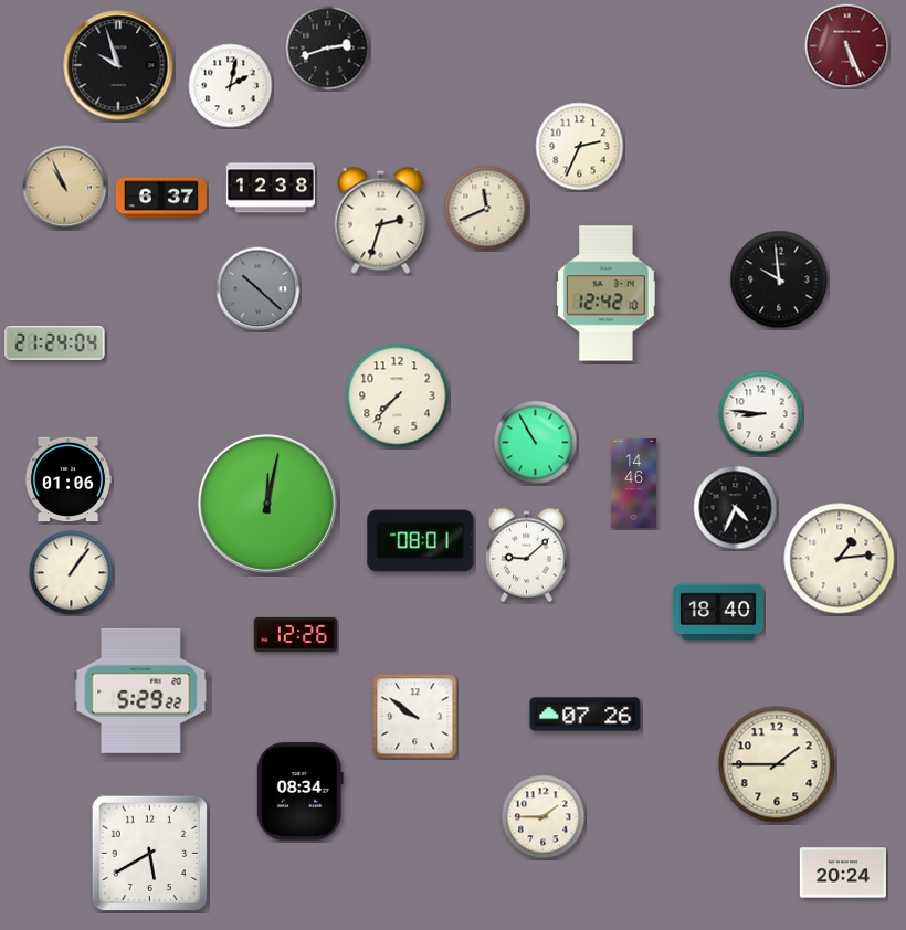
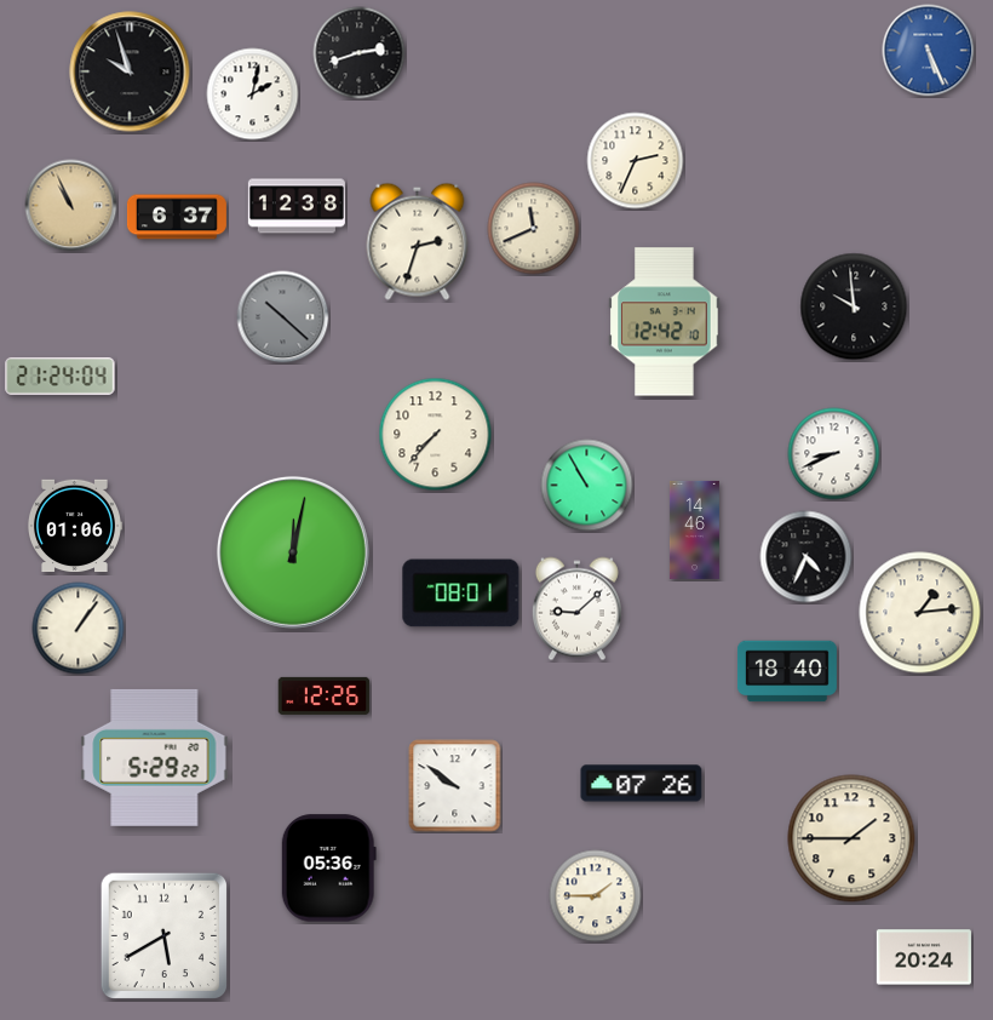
clock at (847, 46) dial: burgundy -> blue
clock at (761, 414): 8:46 -> 8:41
clock at (299, 792): 08:34 -> 05:36
